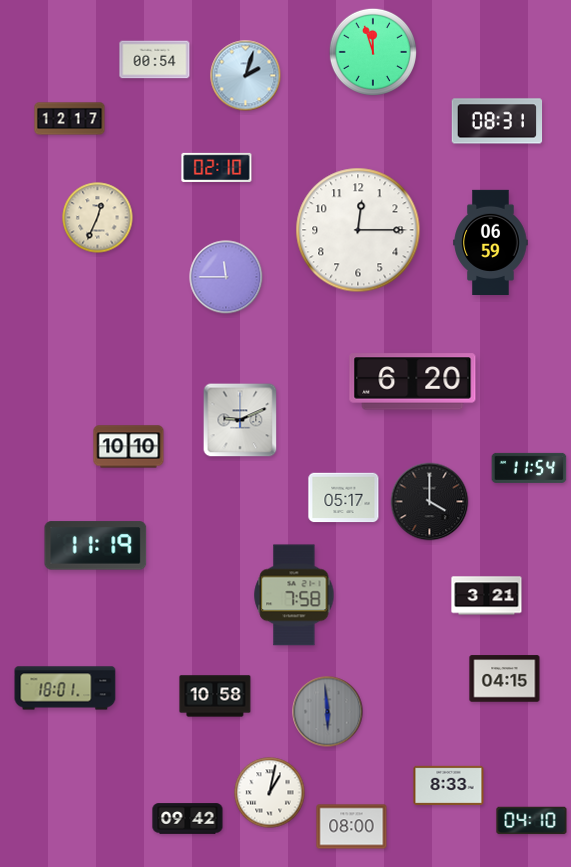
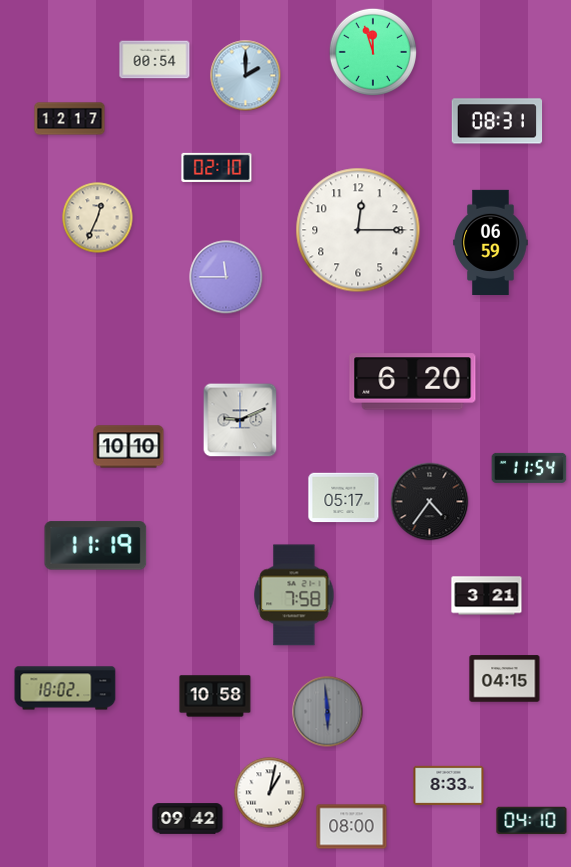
clock at (246, 76): 2:03 -> 2:00
clock at (430, 502): 4:00 -> 4:36
clock at (65, 688): 18:01 -> 18:02
